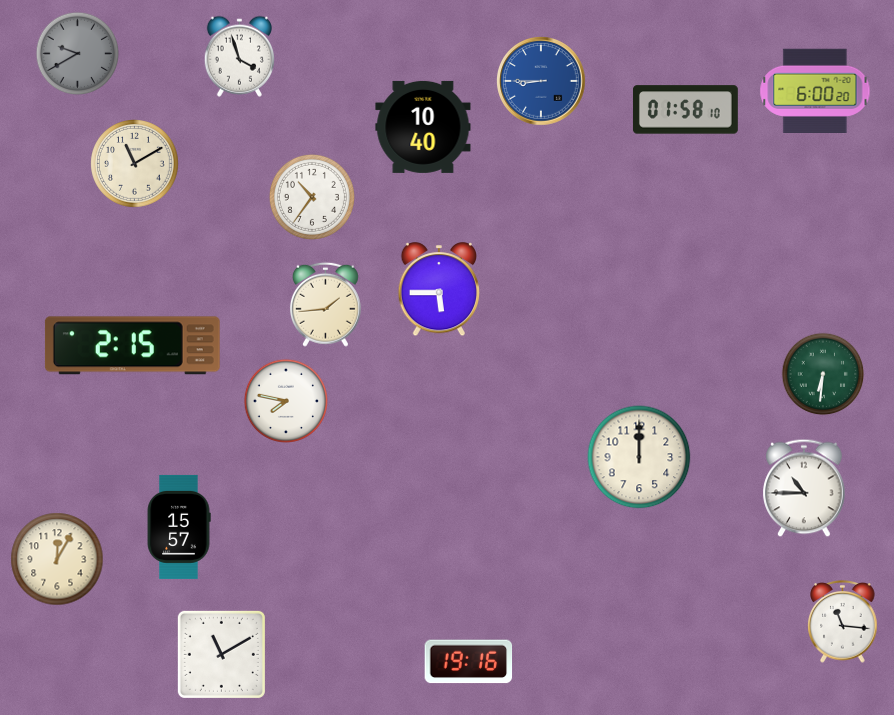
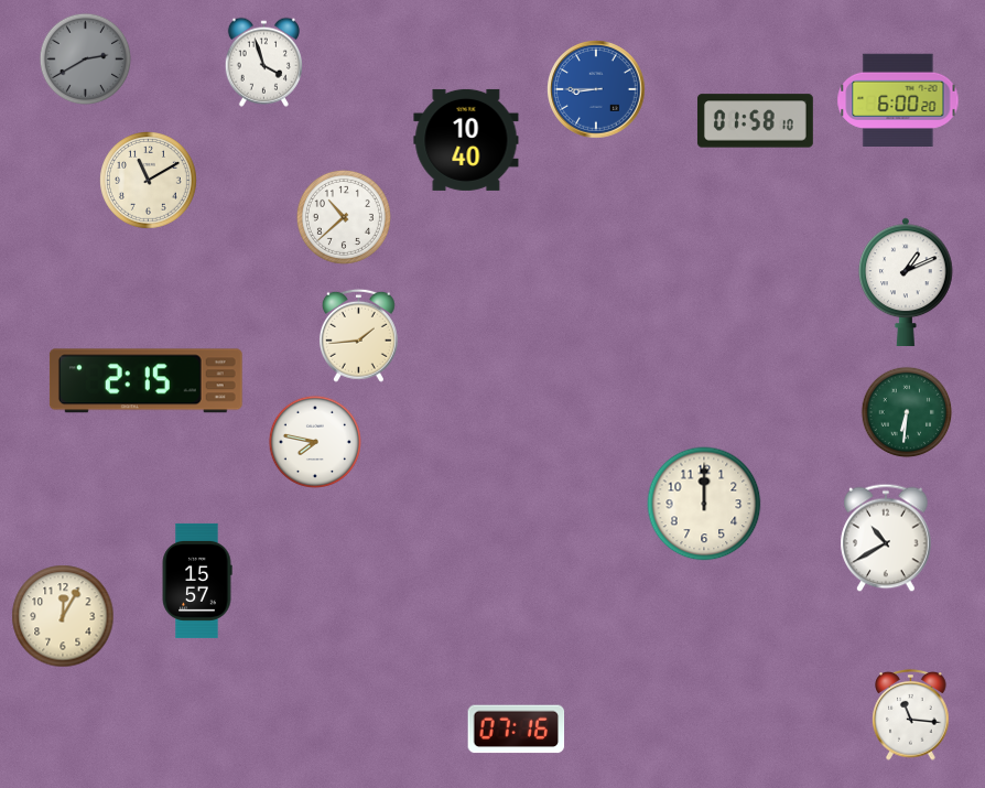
clock at (78, 54): 9:40 -> 2:40
clock at (312, 197): 10:36 -> 10:38
clock at (906, 282): none -> 1:11
clock at (439, 290): 5:45 -> none
clock at (804, 488): 10:45 -> 10:40
clock at (843, 622) position: (843, 622) -> (911, 715)
clock at (221, 654): 11:10 -> none
clock at (469, 662): 19:16 -> 07:16
